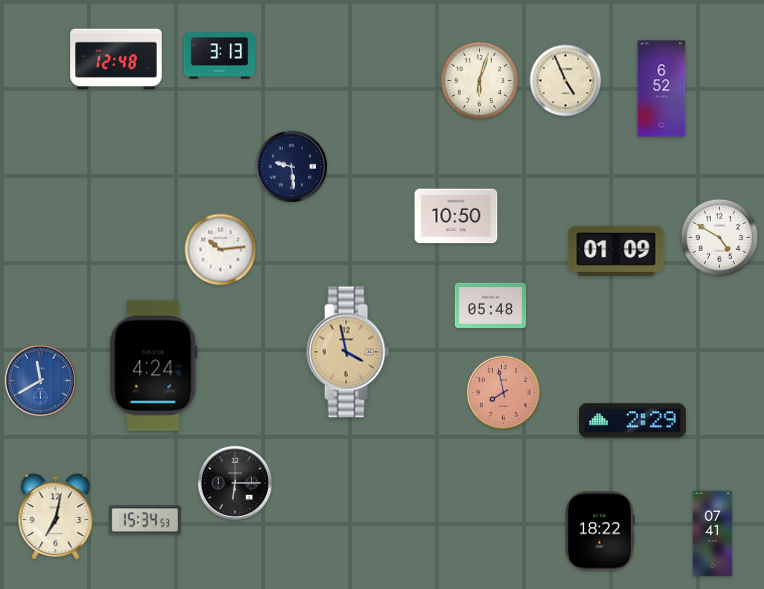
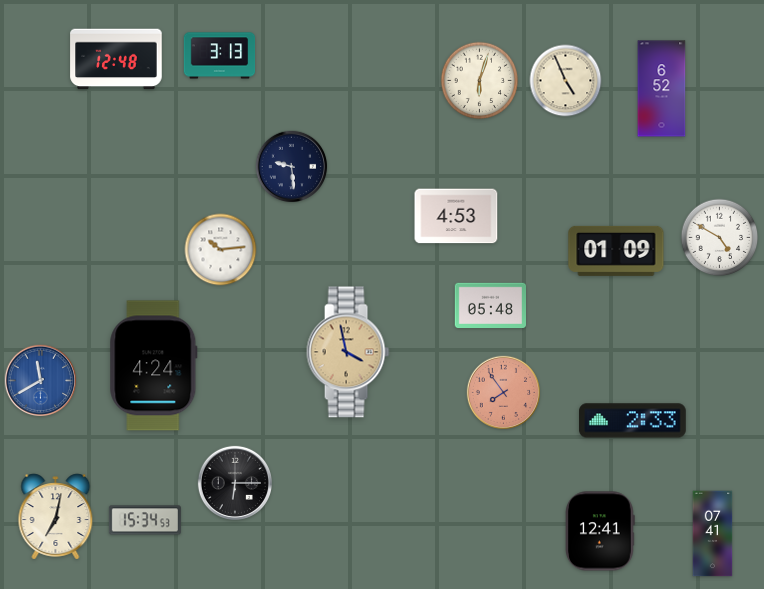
clock at (456, 216): 10:50 -> 4:53
clock at (503, 392): 7:58 -> 7:54
clock at (633, 421): 2:29 -> 2:33
clock at (601, 531): 18:22 -> 12:41
